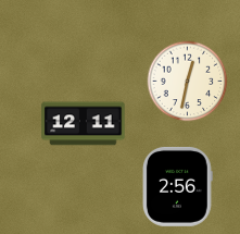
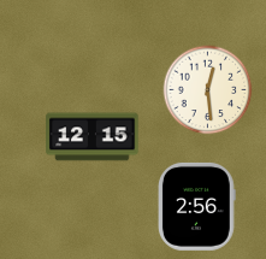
clock at (188, 82): 12:32 -> 12:29
clock at (84, 124): 12:11 -> 12:15
